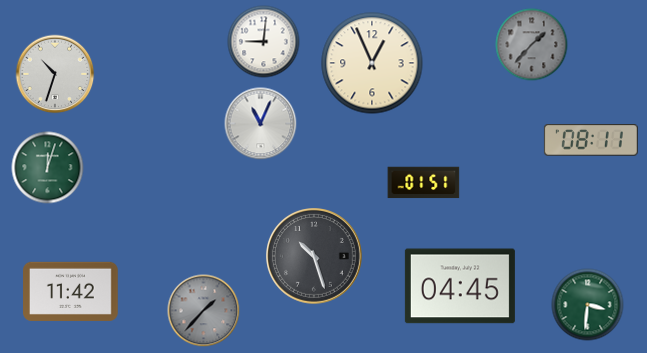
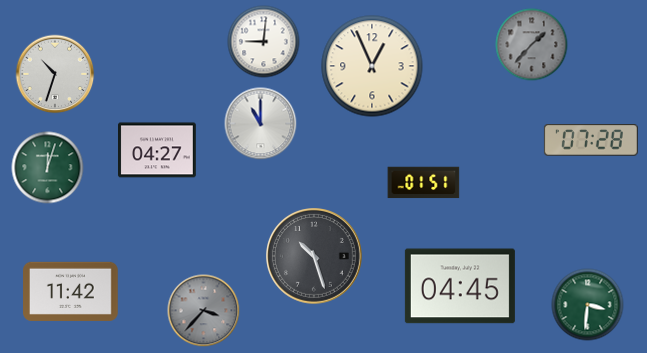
clock at (372, 63) position: (372, 63) -> (372, 66)
clock at (261, 124): 11:04 -> 11:00
clock at (591, 140): 08:11 -> 07:28
clock at (158, 150): none -> 04:27
clock at (204, 311): 1:37 -> 3:37
